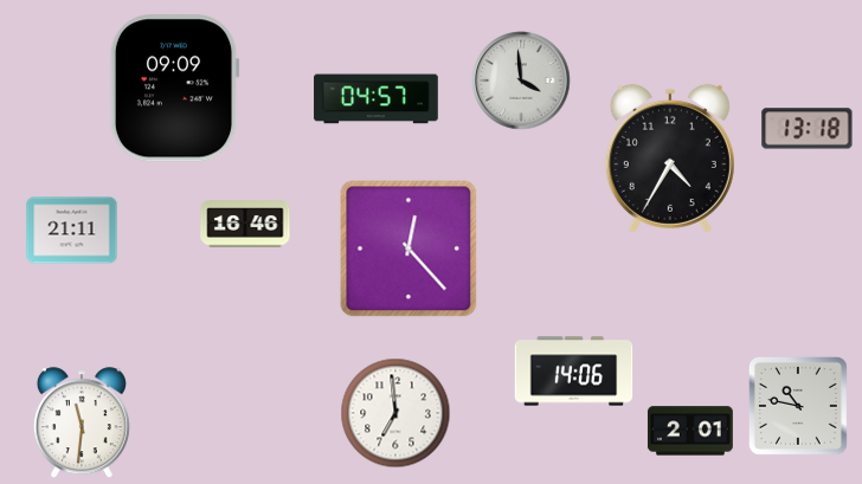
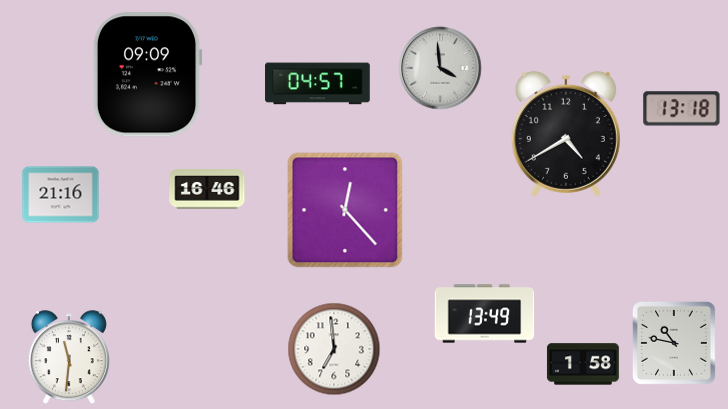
clock at (670, 159): 4:35 -> 4:40
clock at (72, 231): 21:11 -> 21:16
clock at (574, 372): 14:06 -> 13:49
clock at (690, 431): 2:01 -> 1:58
